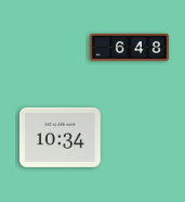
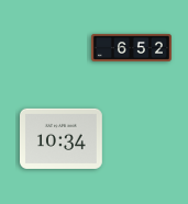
clock at (129, 47): 6:48 -> 6:52
